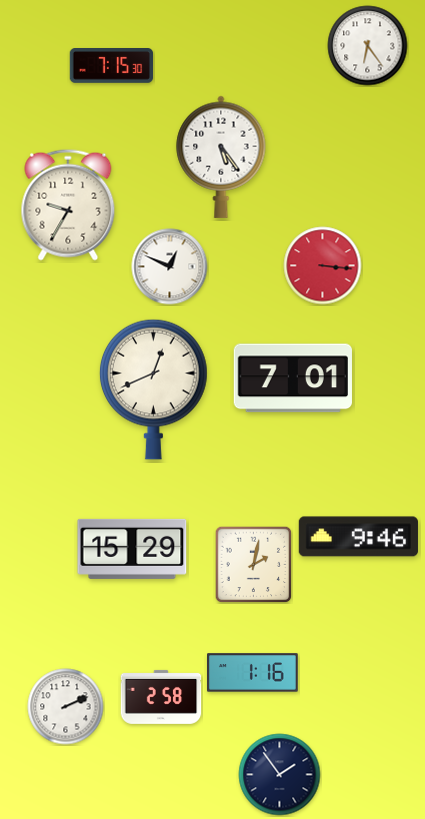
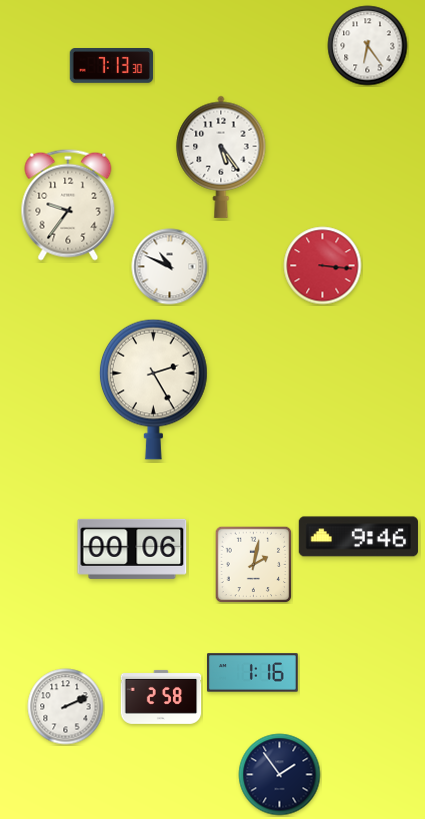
clock at (112, 66): 7:15 -> 7:13
clock at (68, 205): 9:35 -> 9:36
clock at (170, 267): 12:49 -> 10:49
clock at (293, 378): 7:01 -> none
clock at (153, 389): 12:41 -> 2:25
clock at (132, 549): 15:29 -> 00:06
